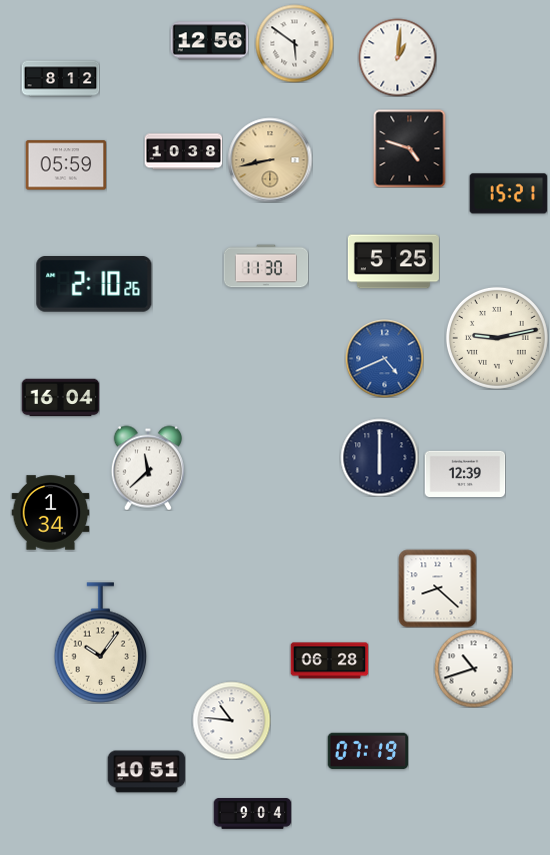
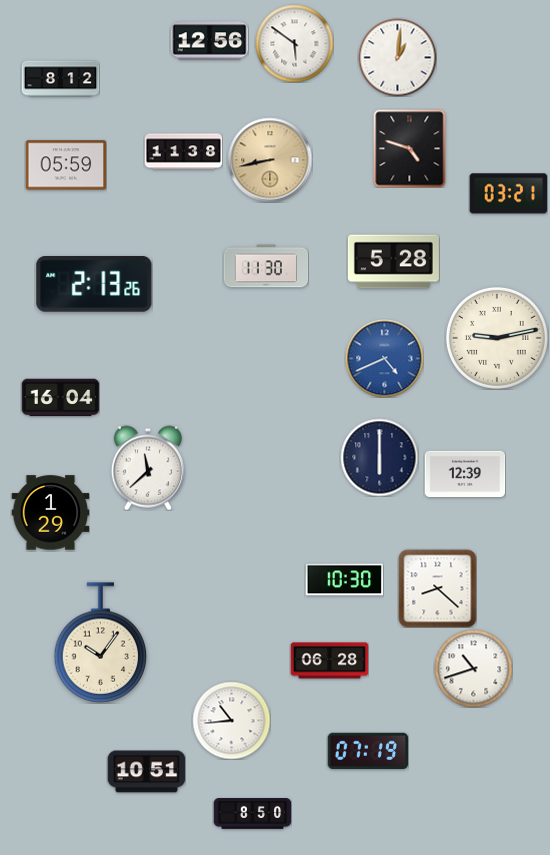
clock at (183, 152): 10:38 -> 11:38
clock at (508, 194): 15:21 -> 03:21
clock at (393, 262): 5:25 -> 5:28
clock at (94, 285): 2:10 -> 2:13
clock at (50, 513): 1:34 -> 1:29
clock at (344, 580): none -> 10:30
clock at (231, 720): 10:46 -> 10:44
clock at (252, 814): 9:04 -> 8:50
